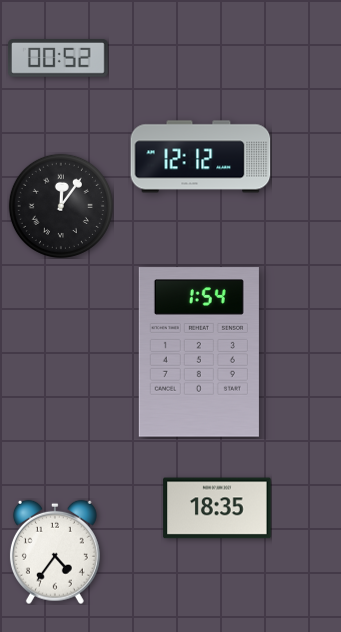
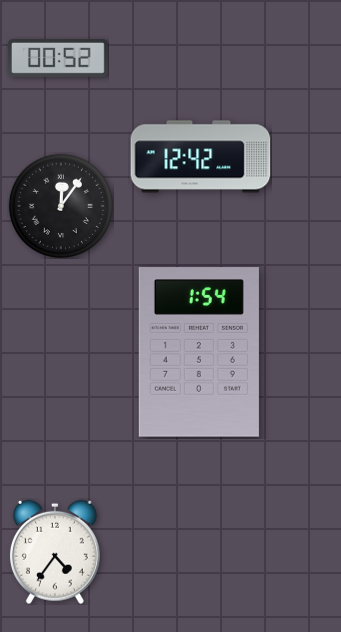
clock at (201, 157): 12:12 -> 12:42
clock at (217, 508): 18:35 -> none
